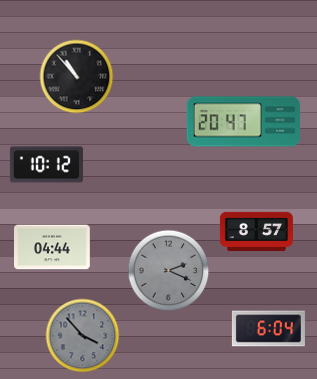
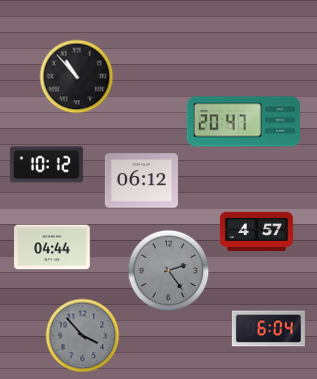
clock at (141, 181): none -> 06:12
clock at (256, 231): 8:57 -> 4:57
clock at (169, 271): 2:19 -> 2:24
